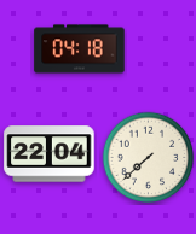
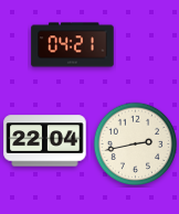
clock at (80, 49): 04:18 -> 04:21
clock at (149, 158): 7:38 -> 2:43
